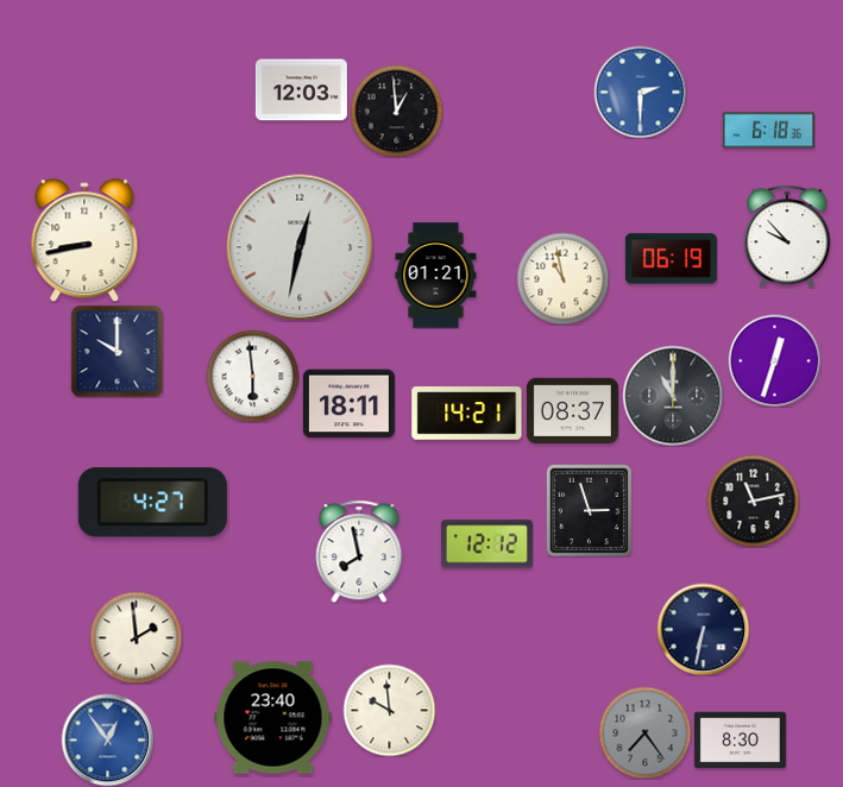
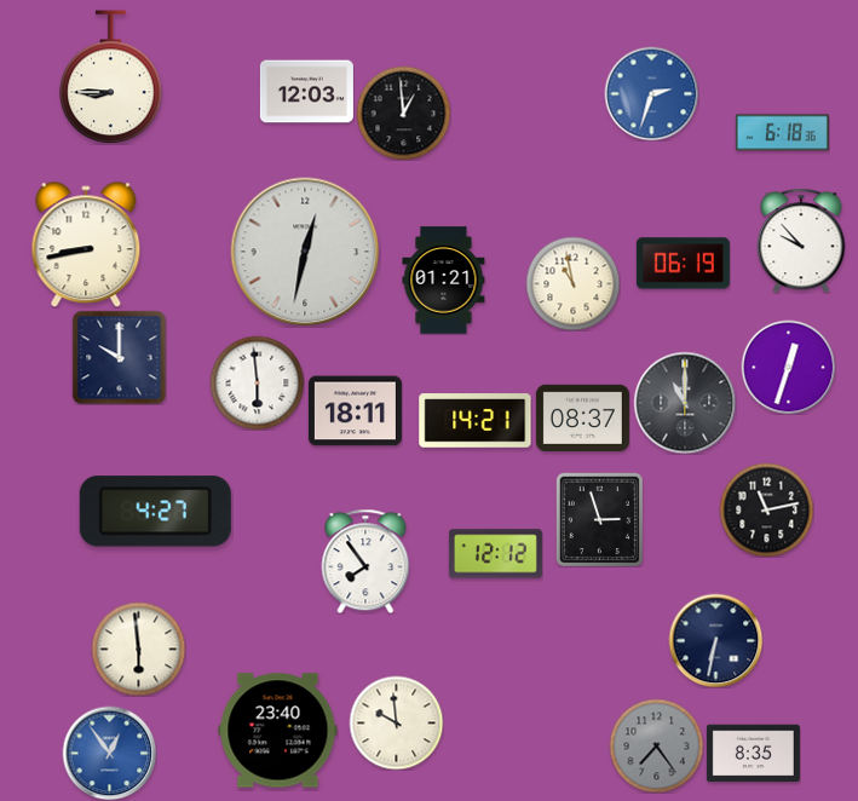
clock at (111, 77): none -> 8:45
clock at (640, 92): 2:30 -> 2:33
clock at (359, 552): 7:58 -> 7:54
clock at (136, 637): 1:59 -> 5:59
clock at (740, 741): 8:30 -> 8:35
